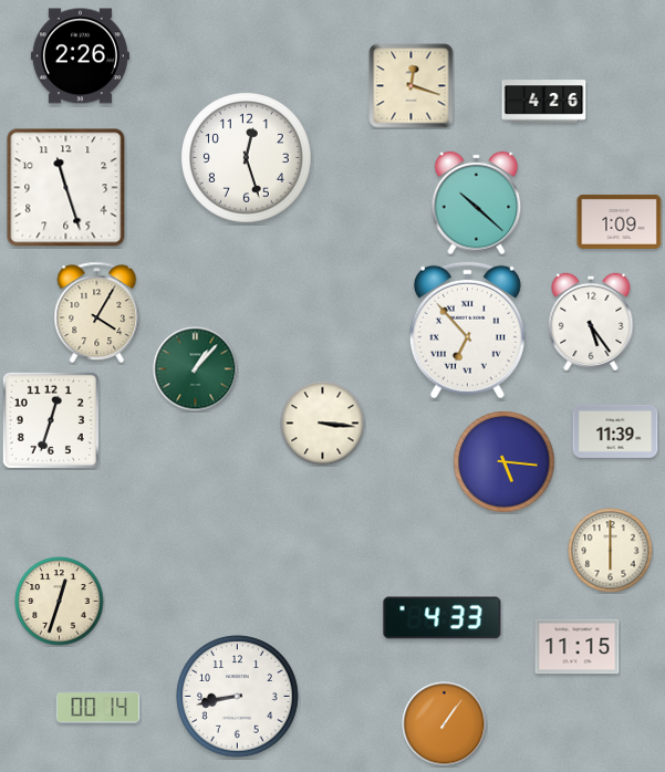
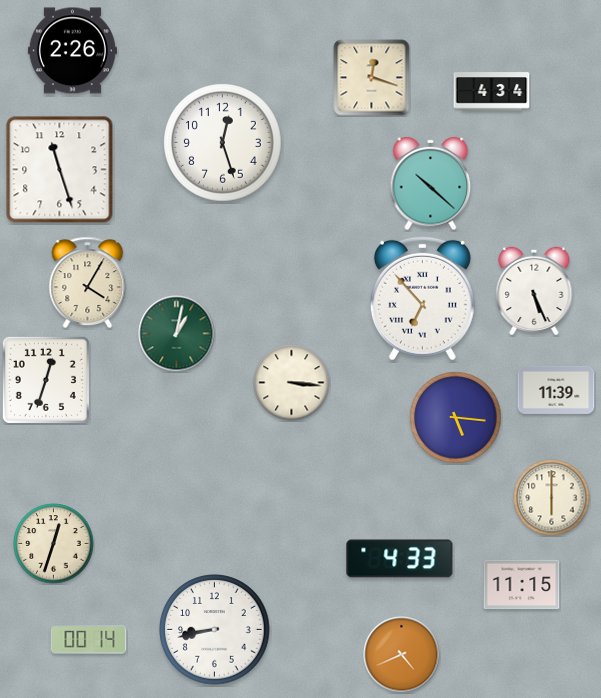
clock at (544, 102): 4:26 -> 4:34
clock at (620, 221): 1:09 -> none
clock at (591, 322): 5:24 -> 5:26
clock at (196, 369): 1:07 -> 1:02
clock at (445, 724): 1:06 -> 4:41
